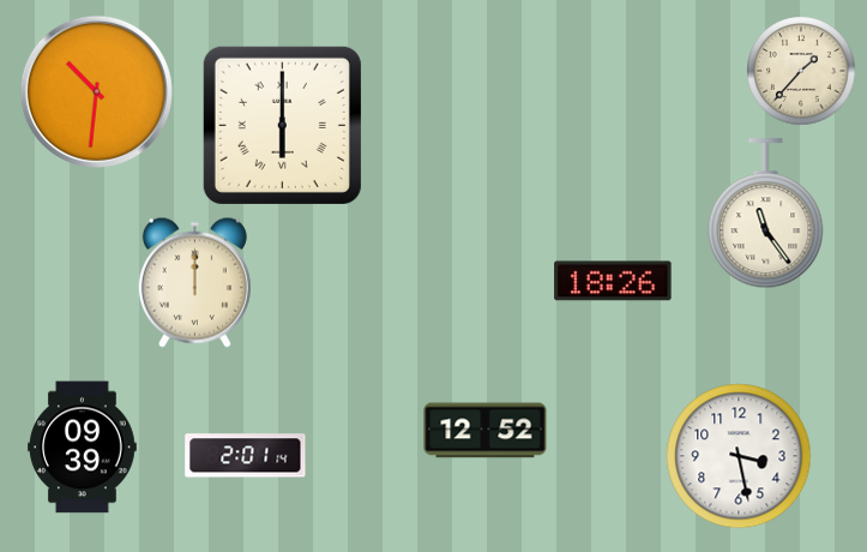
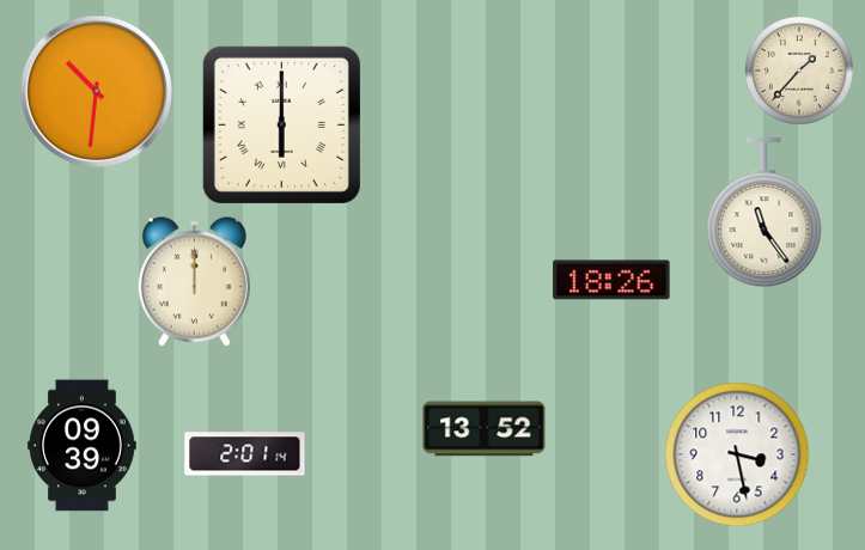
clock at (486, 431): 12:52 -> 13:52
